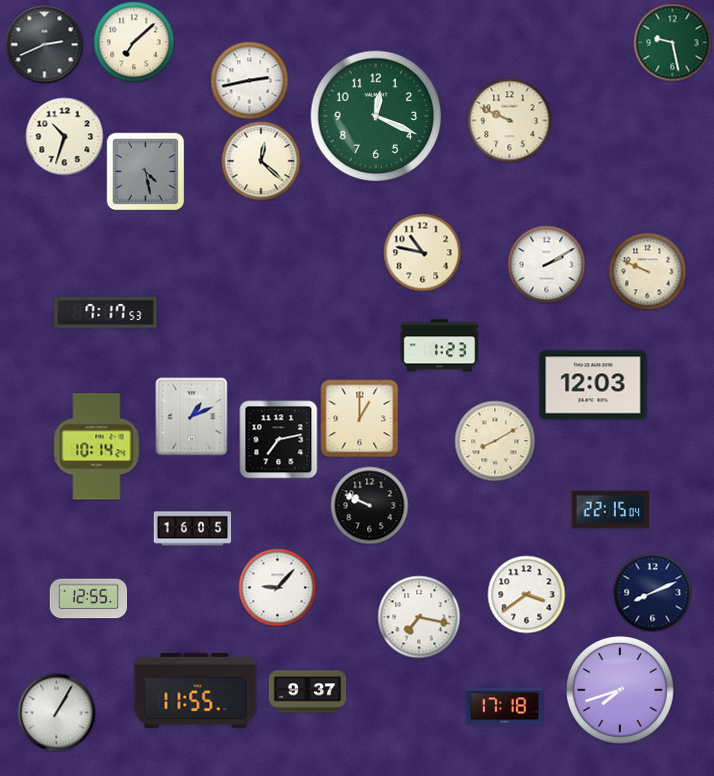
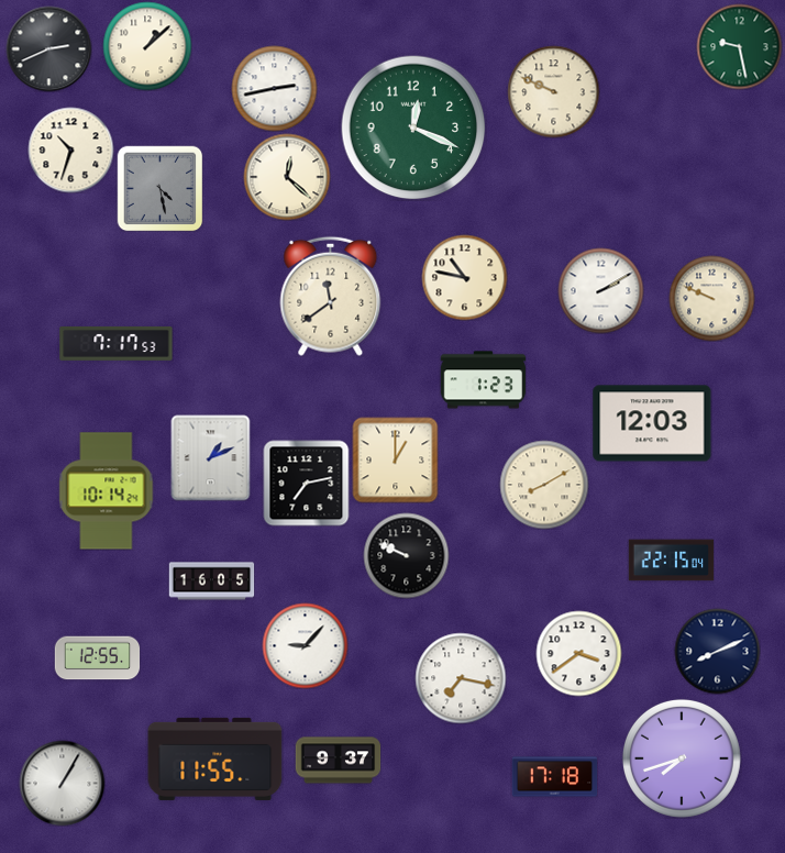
clock at (134, 42): 7:08 -> 1:08
clock at (509, 120) position: (509, 120) -> (553, 91)
clock at (331, 296): none -> 11:39
